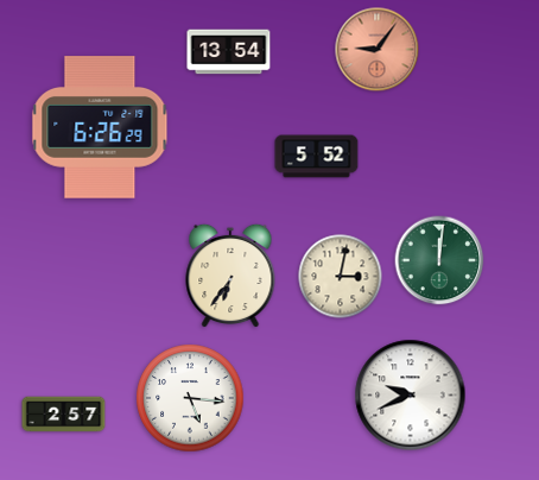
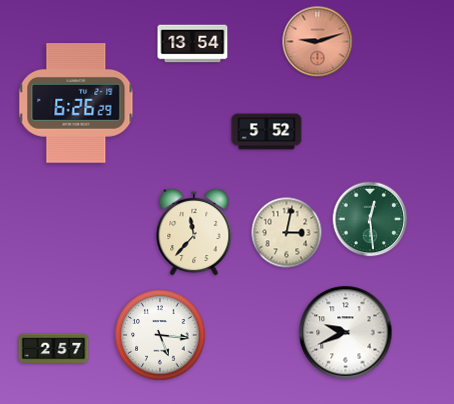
clock at (378, 50): 9:06 -> 9:12
clock at (100, 127) position: (100, 127) -> (76, 103)
clock at (439, 260): 12:01 -> 12:29
clock at (230, 276): 6:36 -> 11:37
